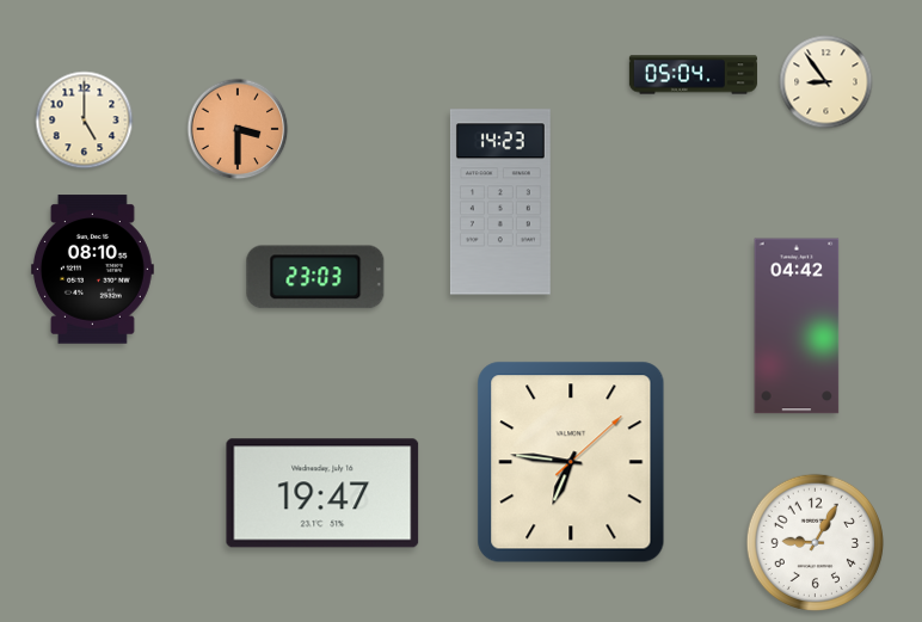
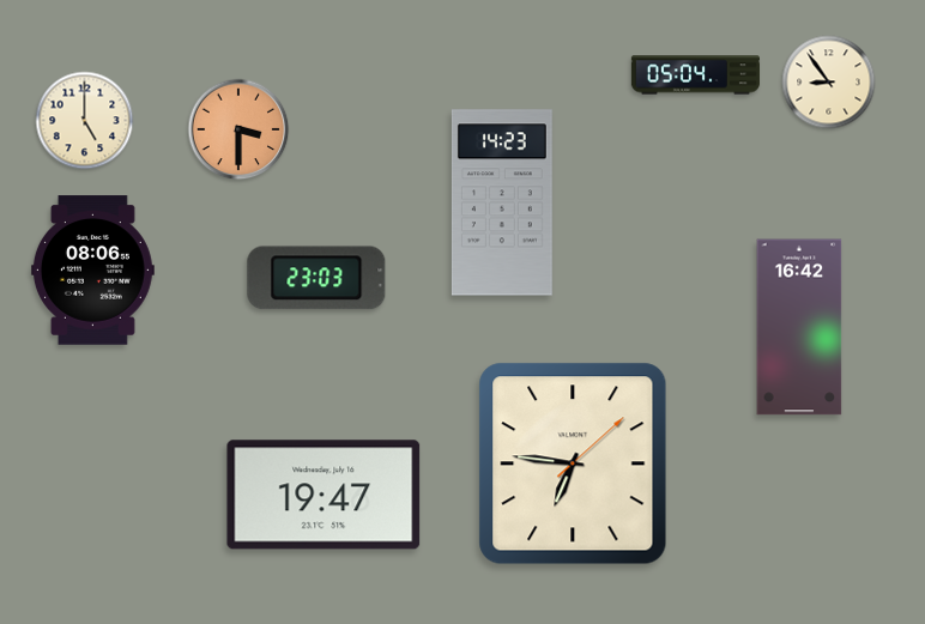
clock at (92, 270): 08:10 -> 08:06
clock at (797, 326): 04:42 -> 16:42
clock at (815, 542): 9:05 -> none
